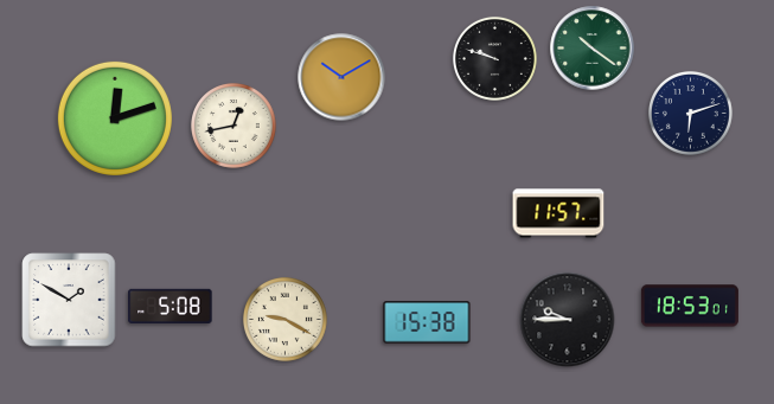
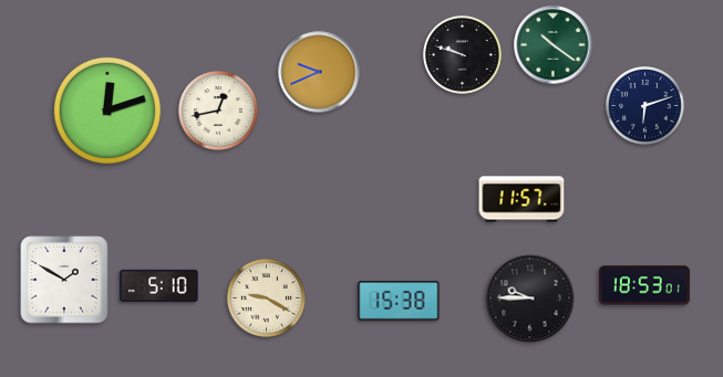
clock at (341, 77): 10:10 -> 9:41
clock at (235, 127) position: (235, 127) -> (219, 112)
clock at (171, 306): 5:08 -> 5:10
